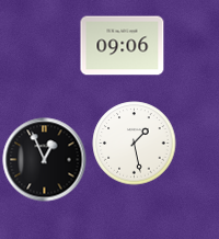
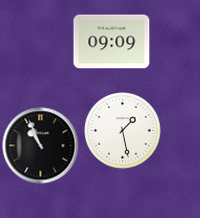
clock at (123, 46): 09:06 -> 09:09
clock at (45, 160): 12:56 -> 10:56
